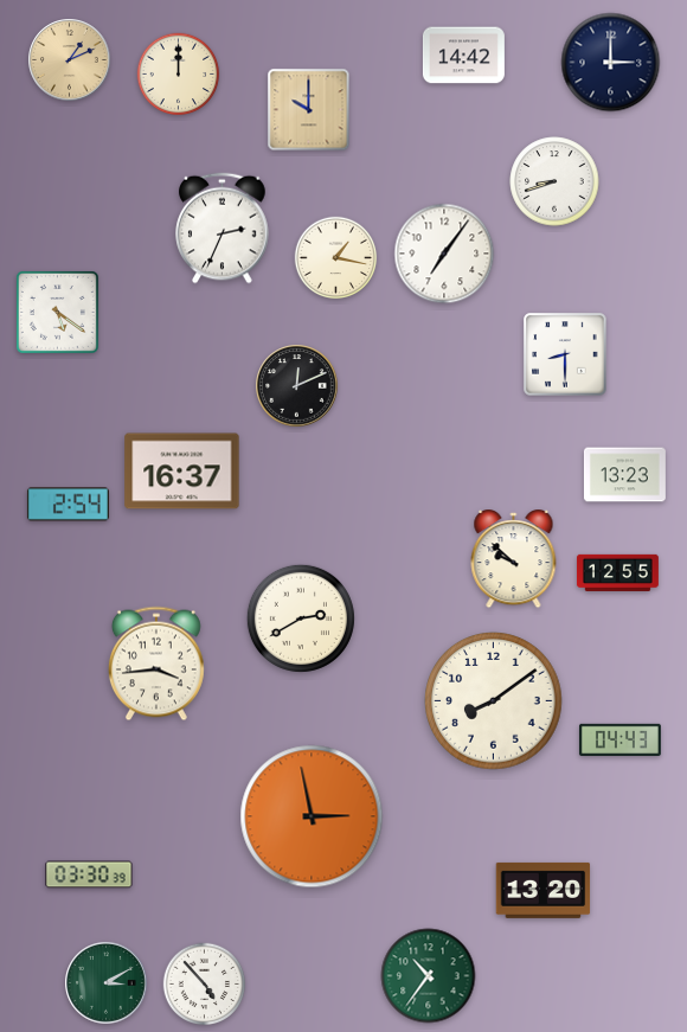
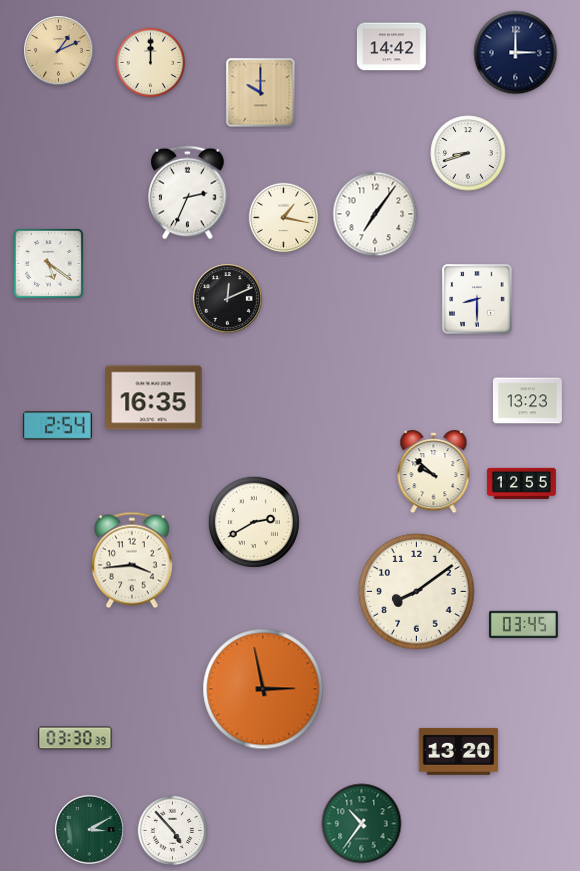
clock at (297, 386) position: (297, 386) -> (228, 299)
clock at (182, 472): 16:37 -> 16:35
clock at (619, 739): 04:43 -> 03:45
